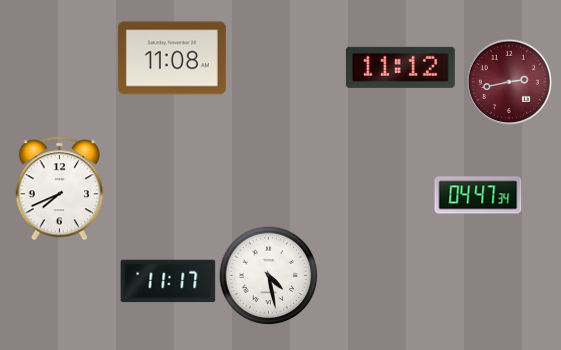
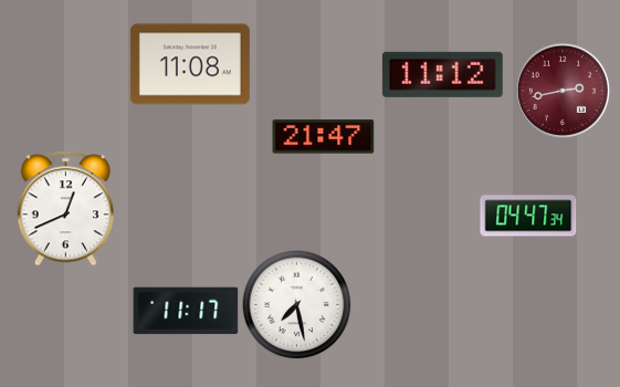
clock at (324, 137): none -> 21:47
clock at (59, 189): 7:41 -> 12:41
clock at (269, 276): 4:28 -> 7:28
